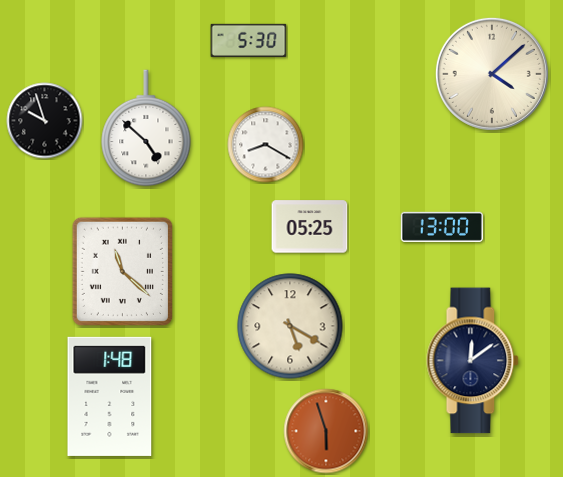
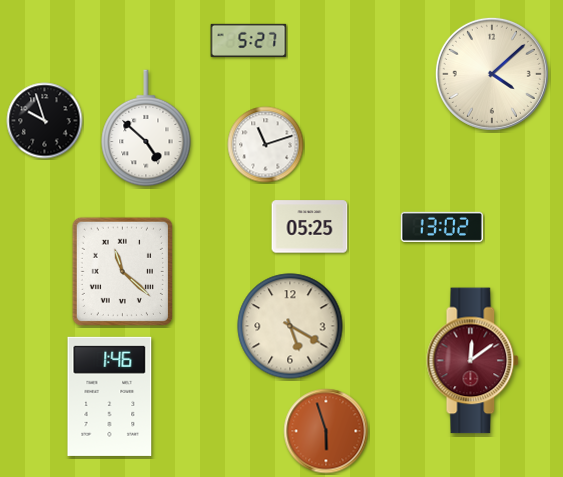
clock at (249, 40): 5:30 -> 5:27
clock at (266, 145): 8:20 -> 11:12
clock at (442, 227): 13:00 -> 13:02
clock at (473, 361) dial: navy -> burgundy
clock at (110, 396): 1:48 -> 1:46
